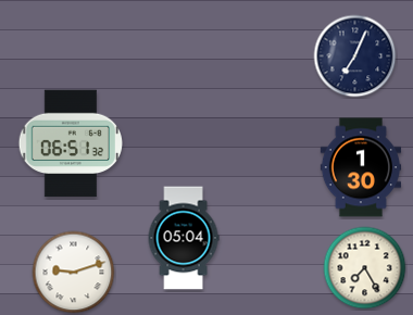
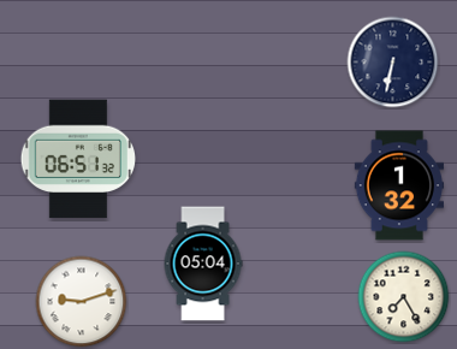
clock at (355, 56): 7:04 -> 6:32
clock at (360, 167): 1:30 -> 1:32
